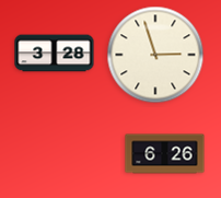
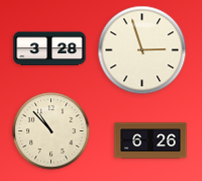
clock at (51, 131): none -> 10:53
